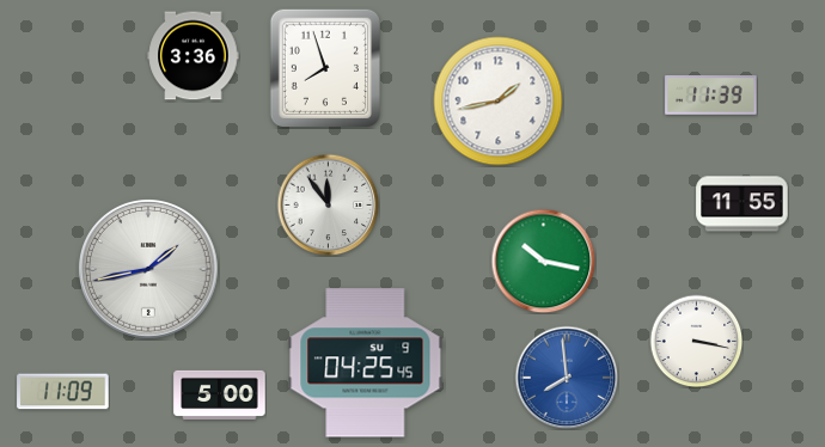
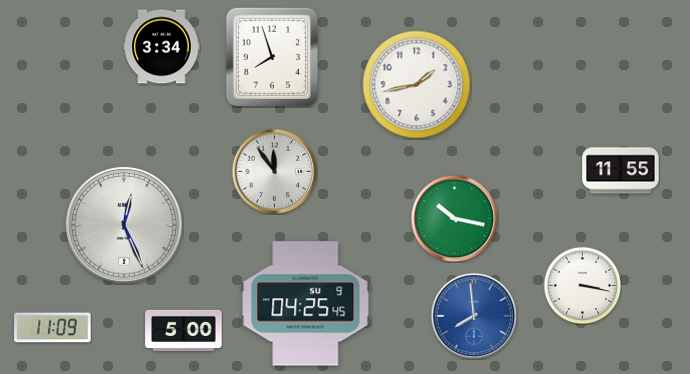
clock at (194, 56): 3:36 -> 3:34
clock at (711, 96): 11:39 -> none
clock at (149, 270): 1:43 -> 12:26
